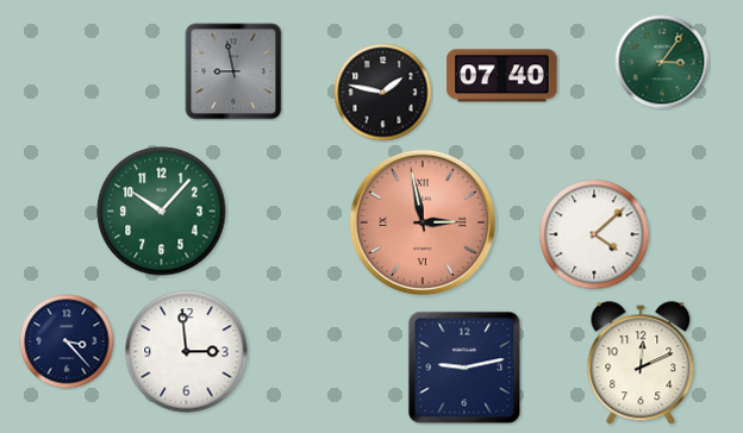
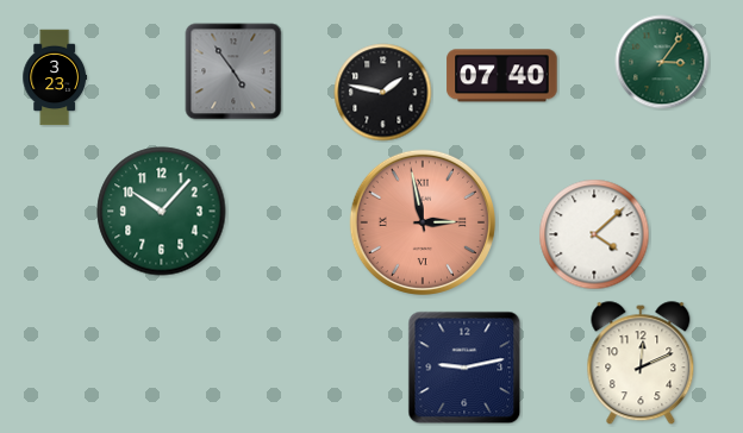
clock at (233, 71): 8:58 -> 4:54
clock at (54, 77): none -> 3:23
clock at (67, 341): 3:23 -> none
clock at (187, 352): 2:59 -> none
